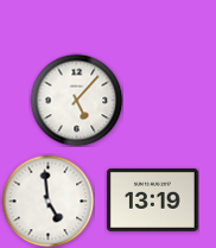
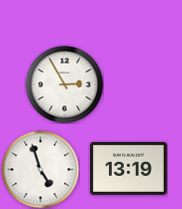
clock at (76, 100): 5:07 -> 2:55
clock at (47, 201): 4:59 -> 4:57
